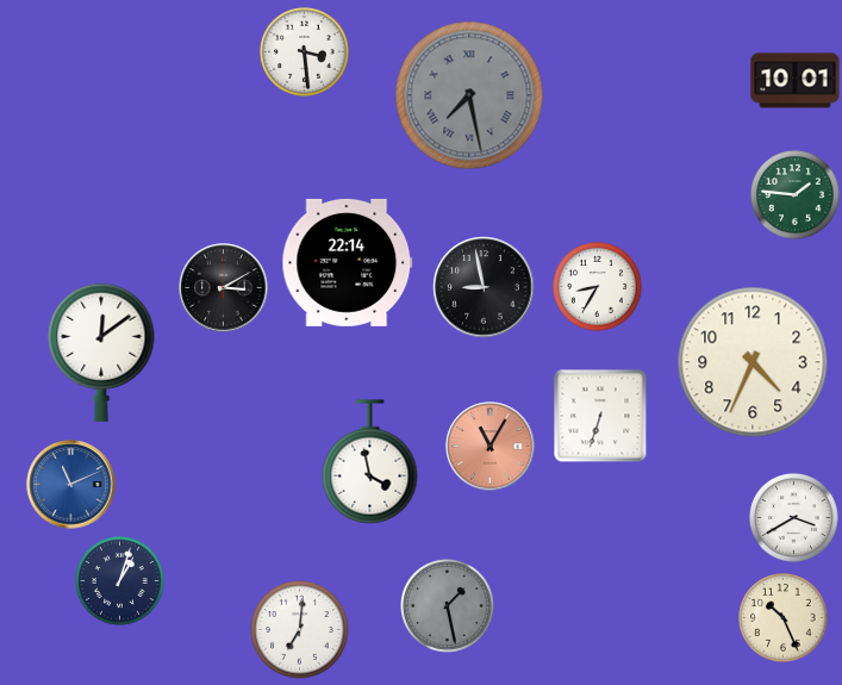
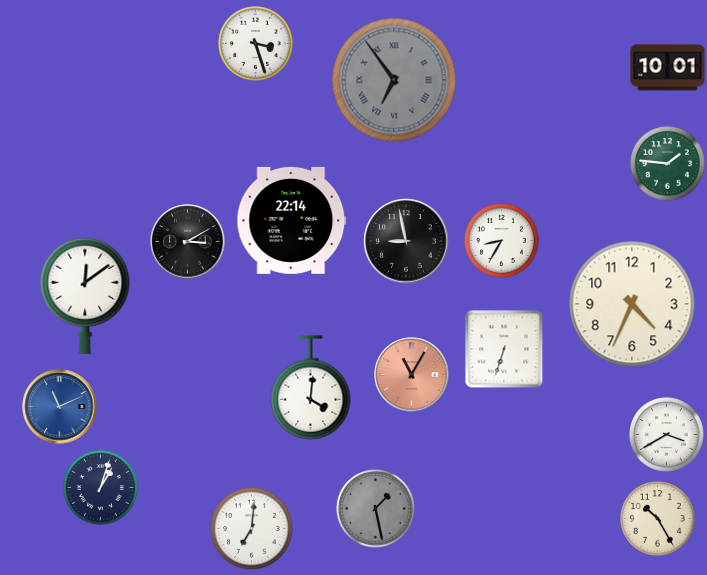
clock at (305, 52): 3:29 -> 3:27
clock at (469, 95): 7:28 -> 6:54
clock at (370, 462): 3:58 -> 4:01
clock at (784, 618): 10:26 -> 10:25
